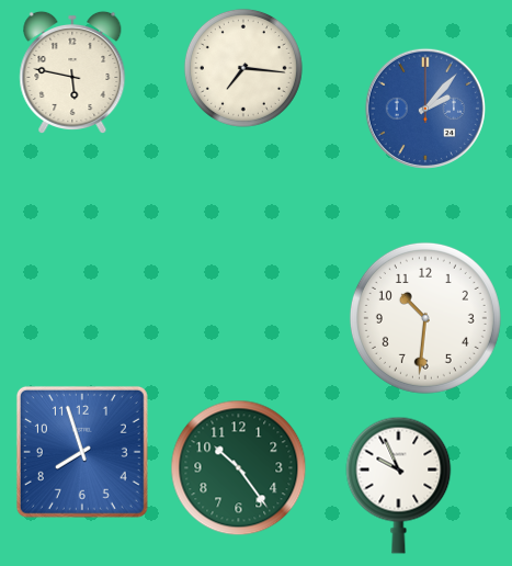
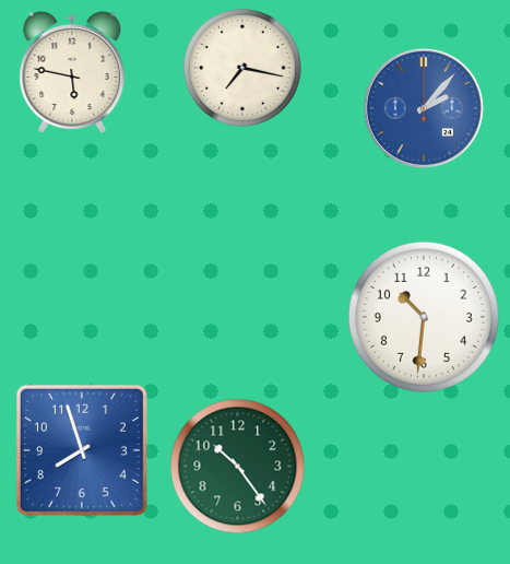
clock at (243, 68): 7:16 -> 7:17
clock at (399, 485): 9:56 -> none
